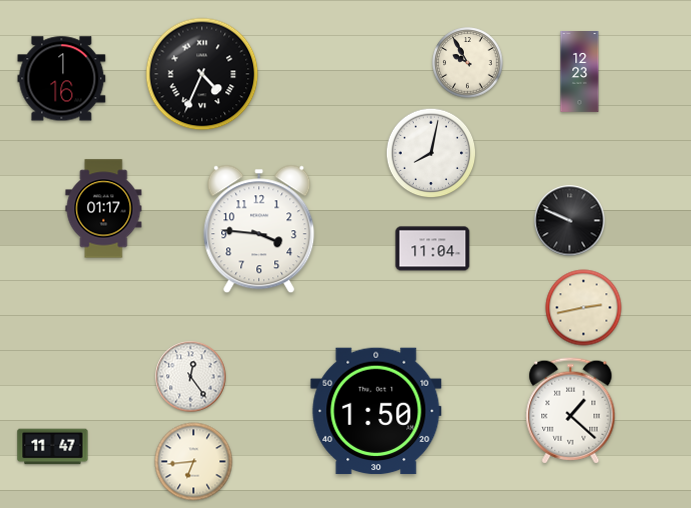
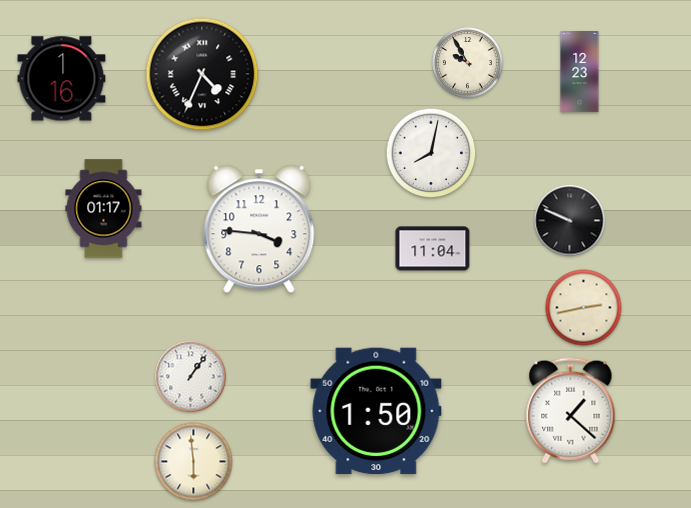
clock at (191, 377): 12:24 -> 1:06
clock at (53, 447): 11:47 -> none
clock at (194, 462): 6:44 -> 5:59
